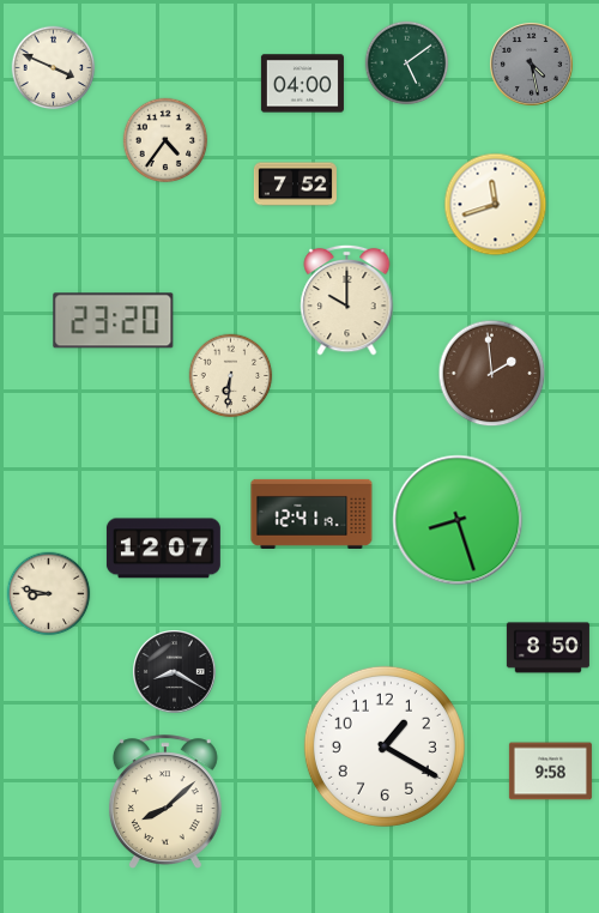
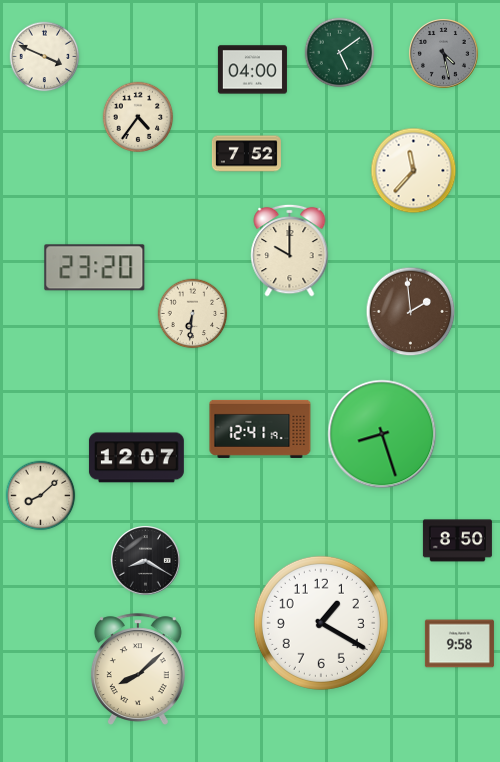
clock at (496, 205): 11:42 -> 11:37
clock at (49, 594): 8:47 -> 8:08
